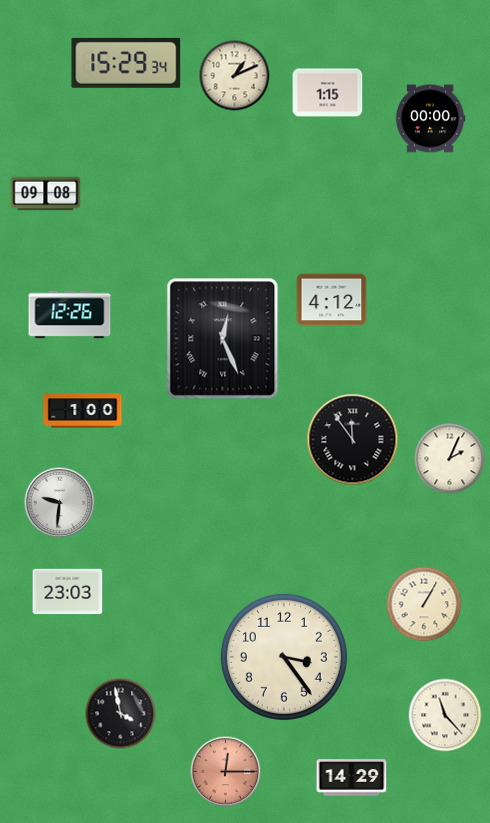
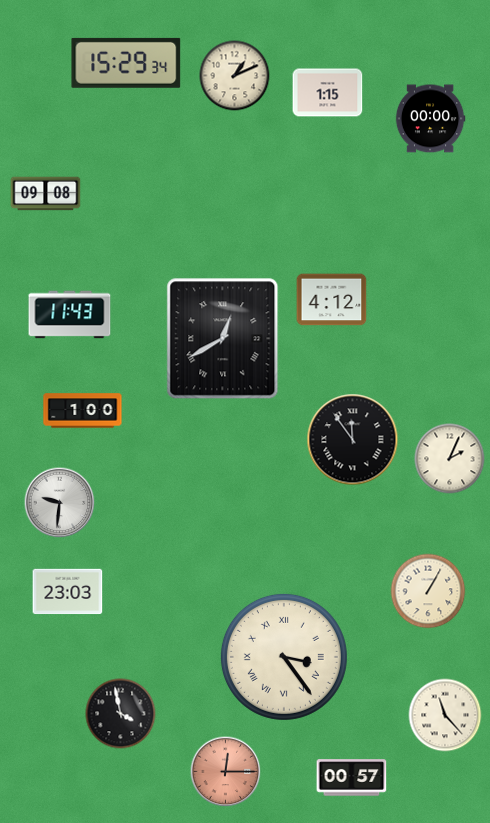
clock at (70, 315): 12:26 -> 11:43
clock at (223, 339): 12:26 -> 12:40
clock at (424, 604) position: (424, 604) -> (428, 591)
clock at (284, 657) numerals: Arabic -> Roman
clock at (352, 778): 14:29 -> 00:57
